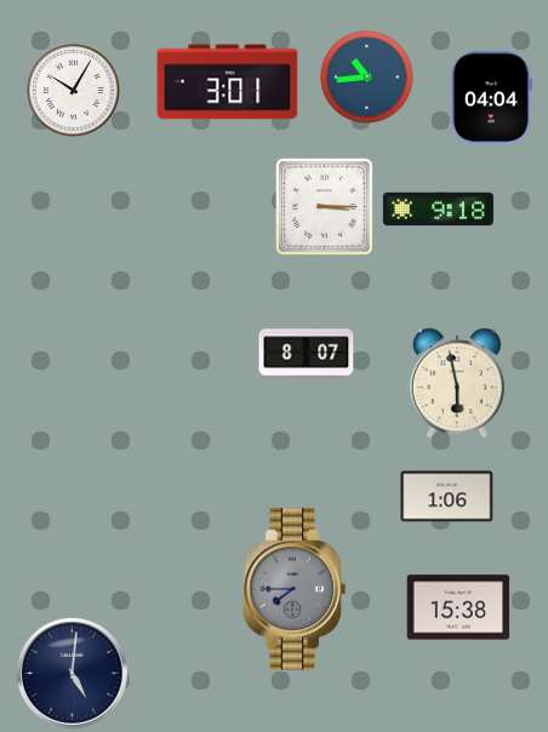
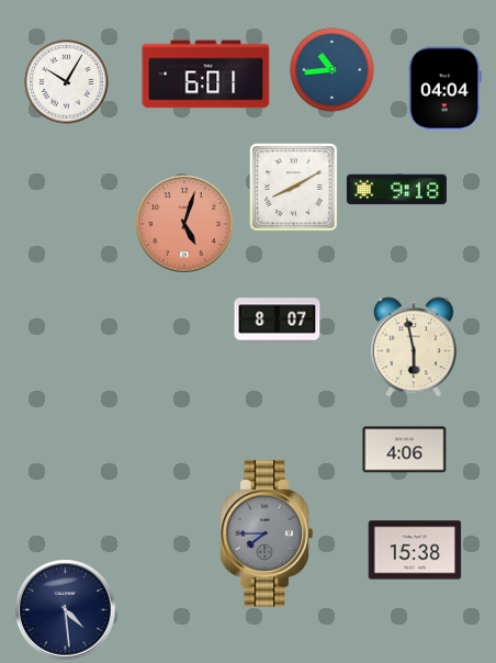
clock at (228, 82): 3:01 -> 6:01
clock at (325, 207): 3:15 -> 8:10
clock at (184, 224): none -> 5:03
clock at (447, 497): 1:06 -> 4:06
clock at (73, 674): 5:01 -> 4:29
